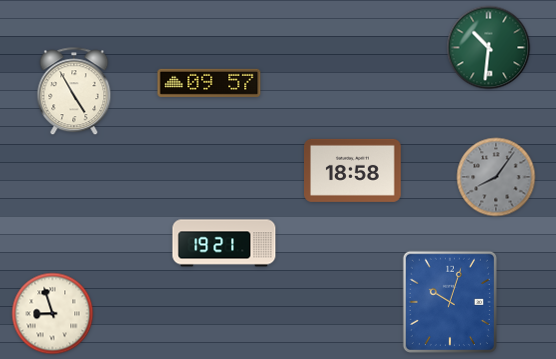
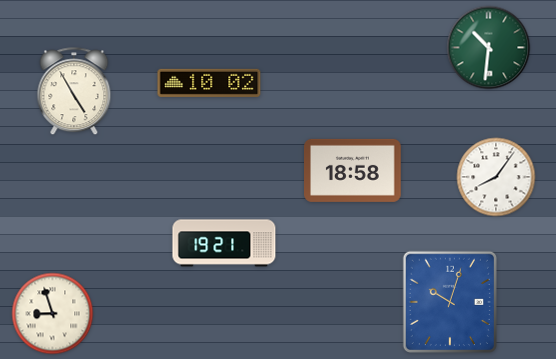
clock at (209, 83): 09:57 -> 10:02
clock at (496, 177) dial: grey -> white
